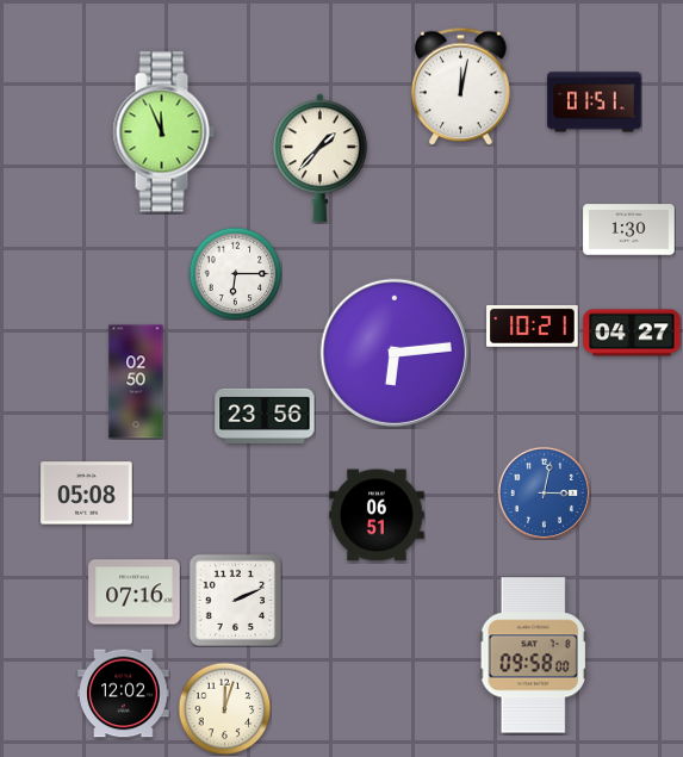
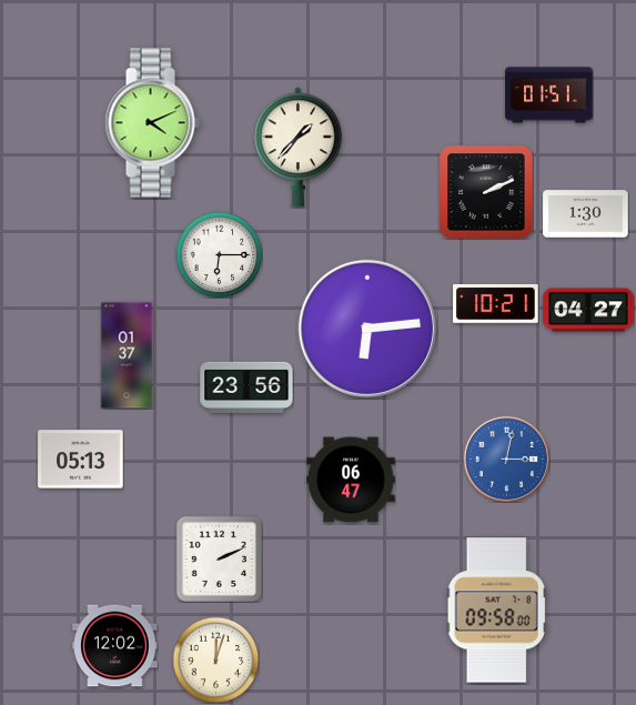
clock at (461, 86): 12:02 -> none
clock at (595, 103) position: (595, 103) -> (549, 95)
clock at (163, 132): 11:56 -> 4:11
clock at (486, 192): none -> 2:11
clock at (136, 381): 02:50 -> 01:37
clock at (87, 494): 05:08 -> 05:13
clock at (377, 515): 06:51 -> 06:47
clock at (135, 592): 07:16 -> none
clock at (224, 708) position: (224, 708) -> (215, 659)
